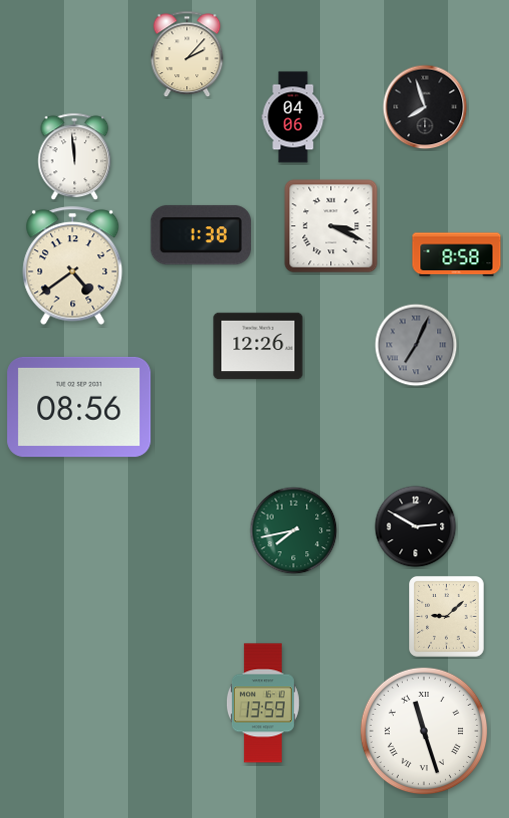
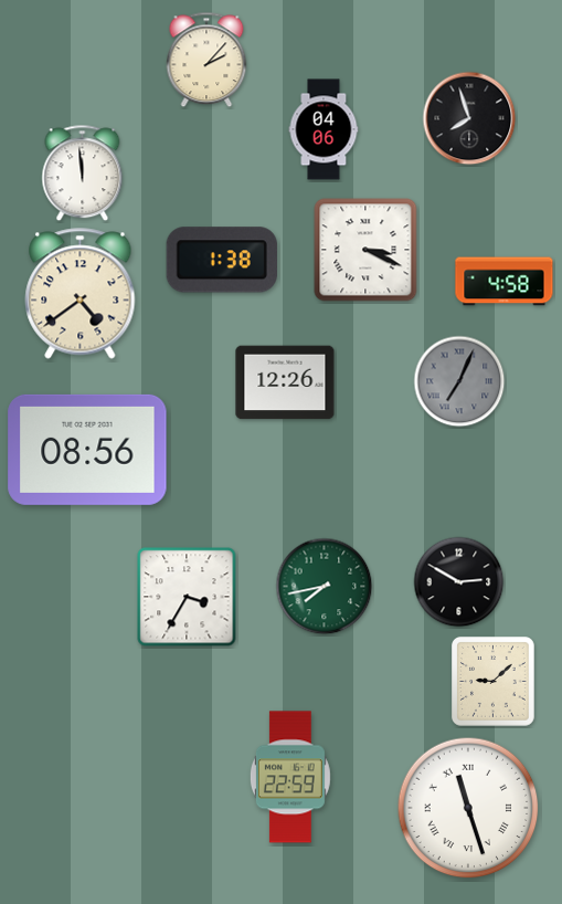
clock at (457, 255): 8:58 -> 4:58
clock at (187, 597): none -> 3:35
clock at (263, 703): 13:59 -> 22:59
